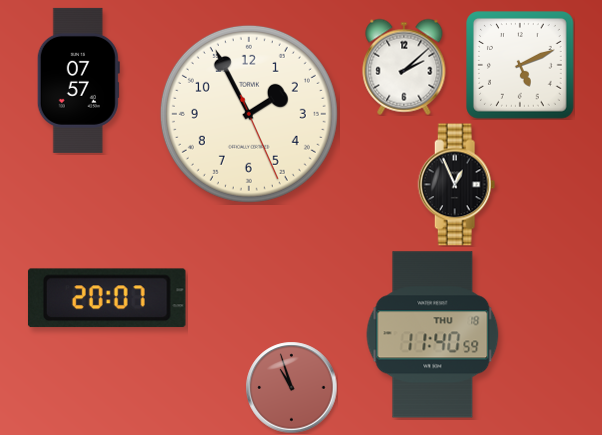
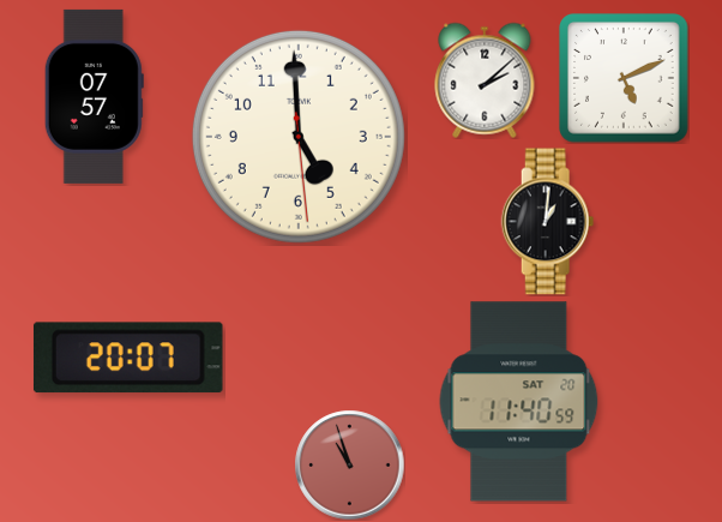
clock at (249, 114): 1:55 -> 4:59
clock at (457, 185): 12:56 -> 1:01
clock at (433, 335) date: THU 18 -> SAT 20
